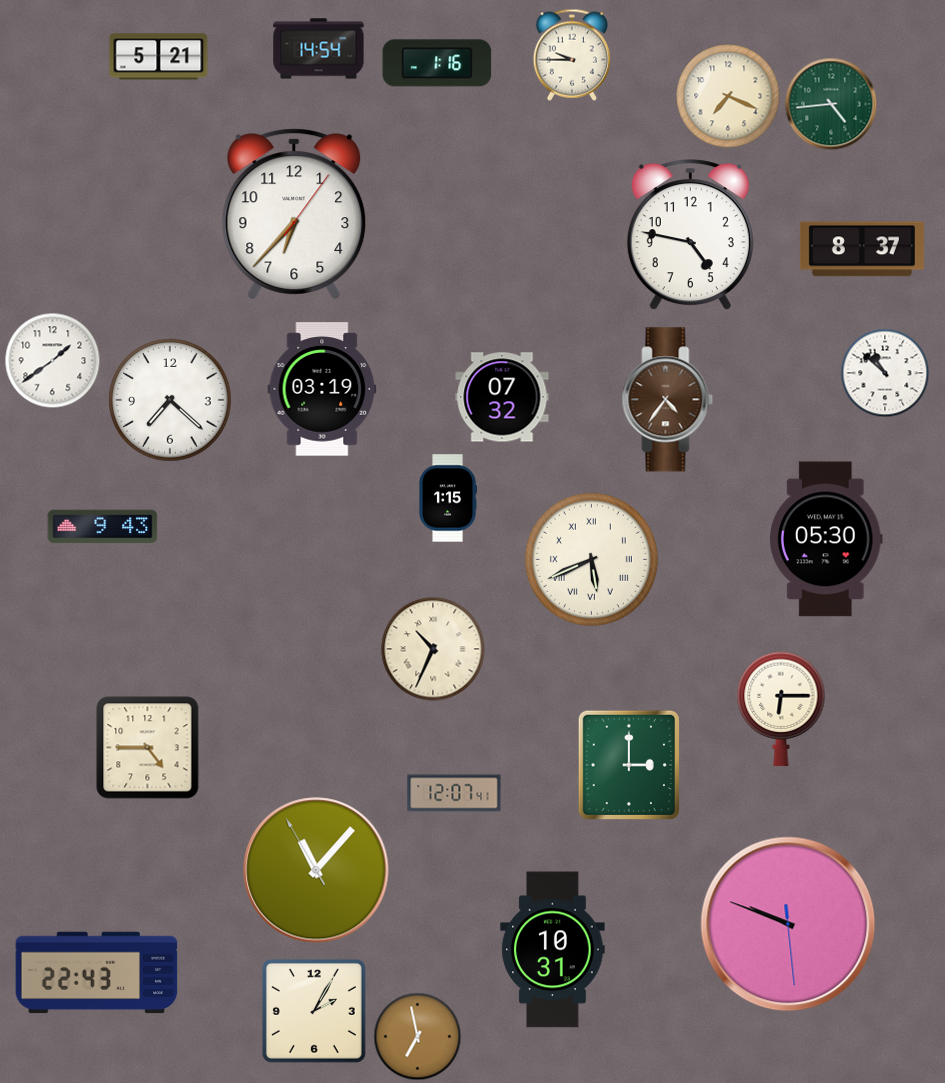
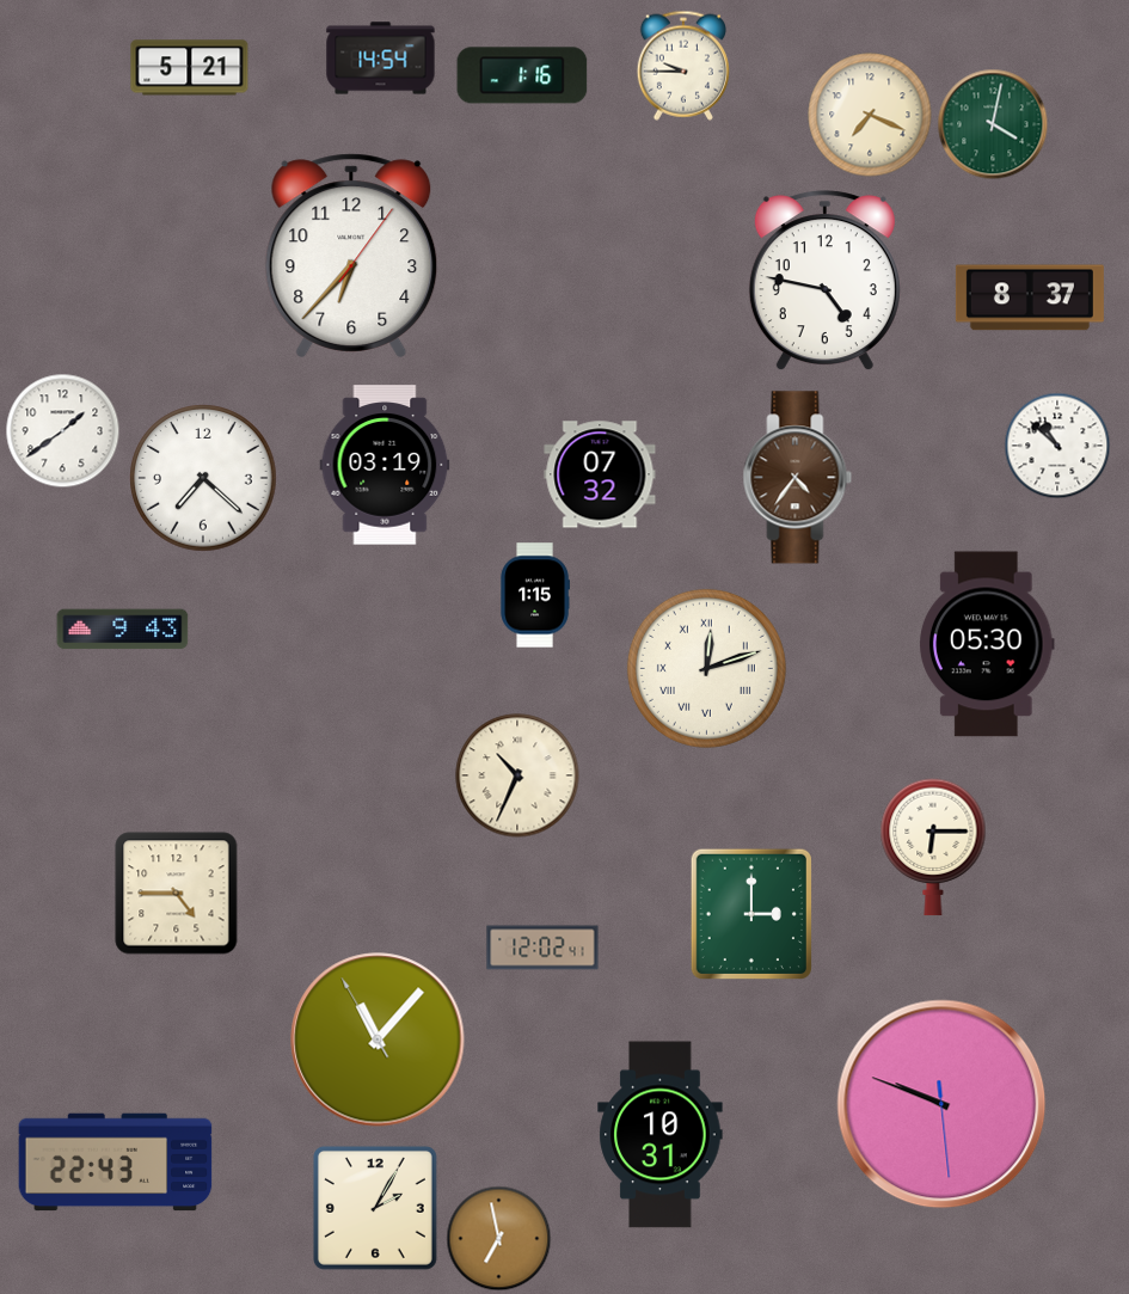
clock at (831, 104): 4:44 -> 4:02
clock at (591, 559): 5:41 -> 12:12
clock at (454, 793): 12:07 -> 12:02
